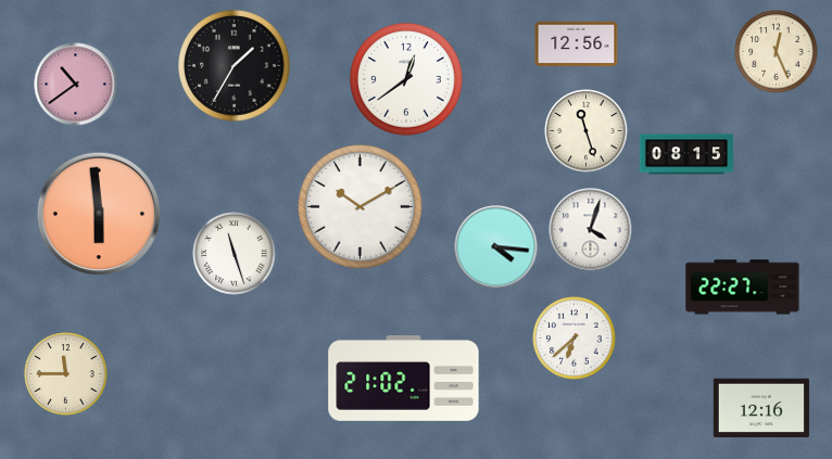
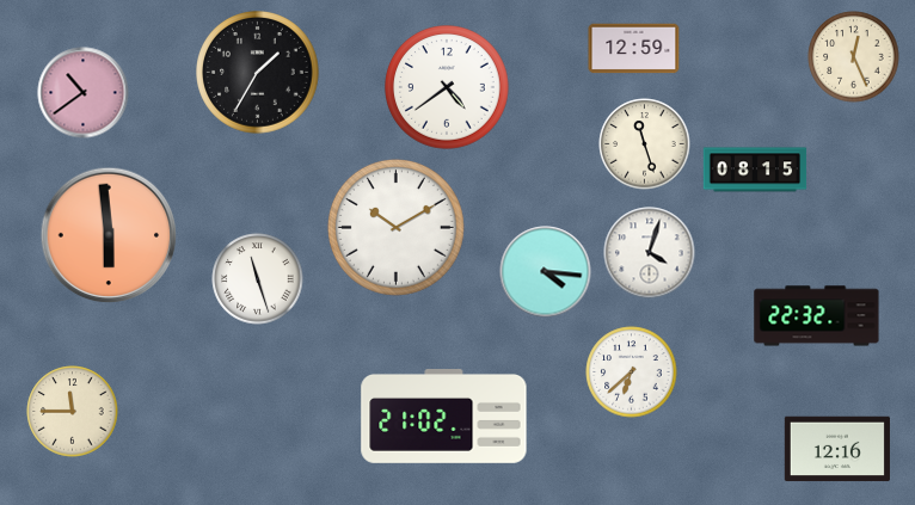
clock at (577, 44): 12:56 -> 12:59
clock at (407, 80): 12:39 -> 4:39
clock at (743, 288): 22:27 -> 22:32
